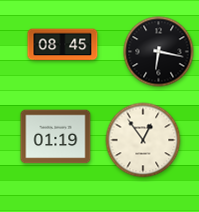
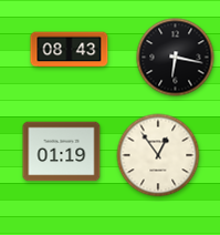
clock at (63, 45): 08:45 -> 08:43
